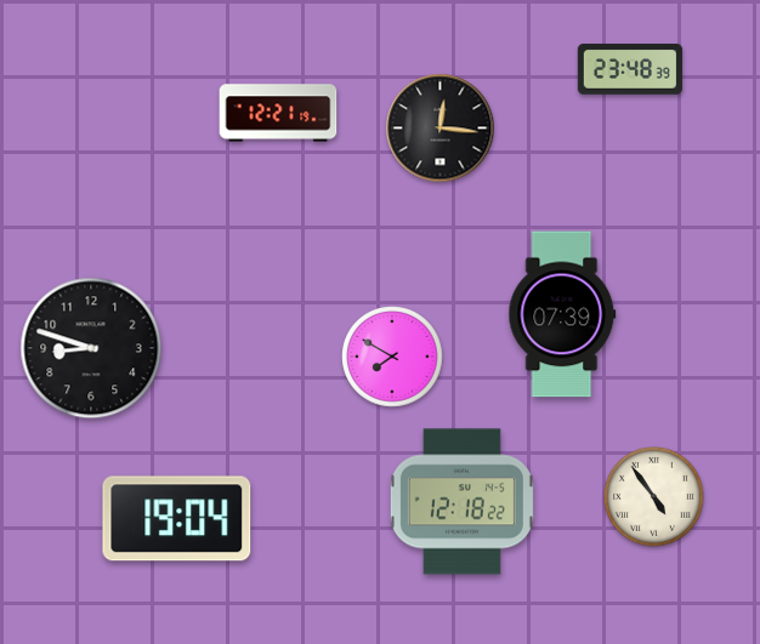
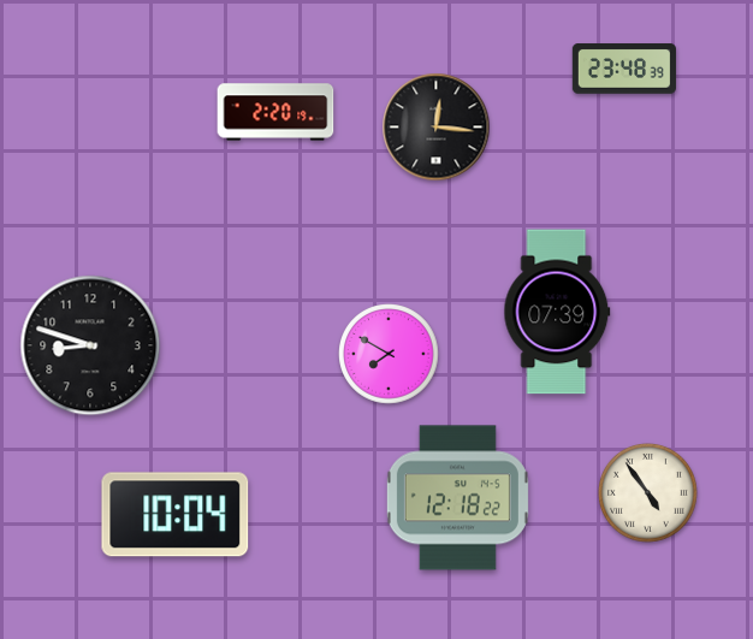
clock at (278, 113): 12:21 -> 2:20
clock at (177, 519): 19:04 -> 10:04
